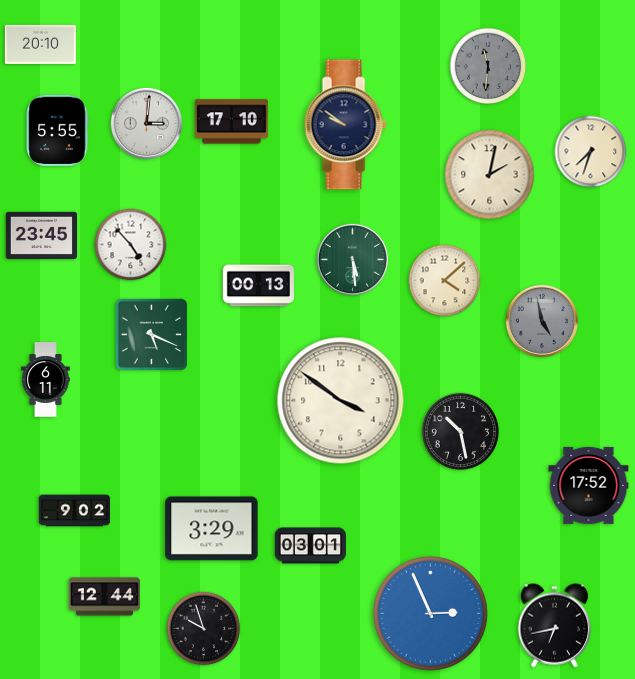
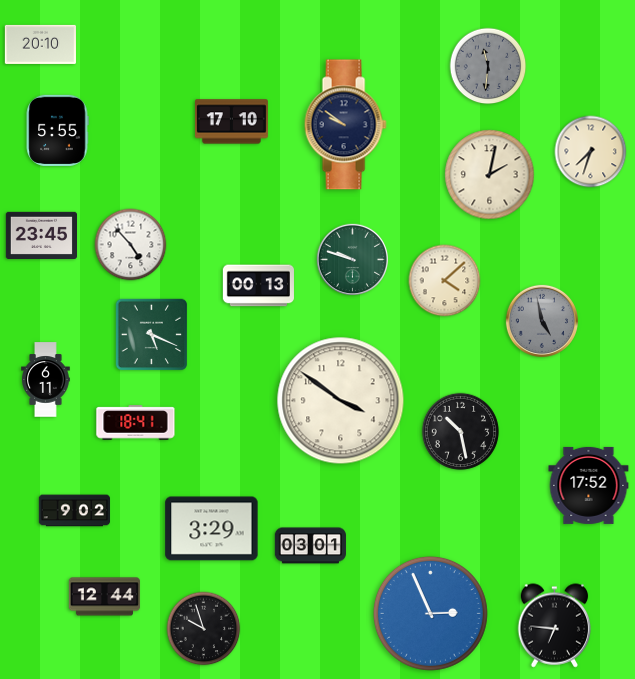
clock at (146, 123): 3:01 -> none
clock at (352, 259): 5:29 -> 9:48
clock at (136, 423): none -> 18:41
clock at (555, 626): 6:43 -> 6:46
